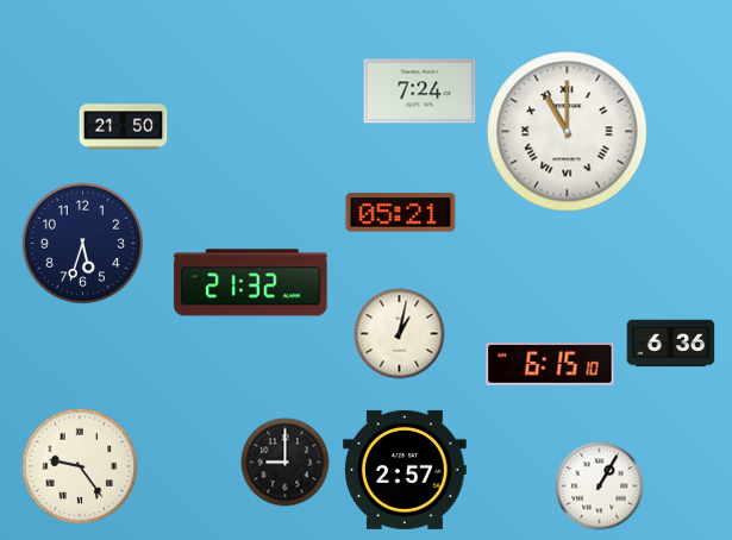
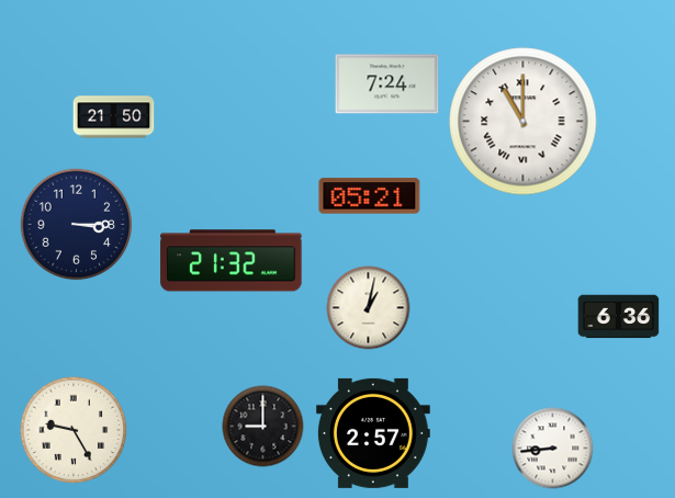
clock at (83, 244): 5:33 -> 3:15
clock at (550, 364): 6:15 -> none
clock at (80, 466): 9:24 -> 9:25
clock at (600, 486): 1:05 -> 8:44
